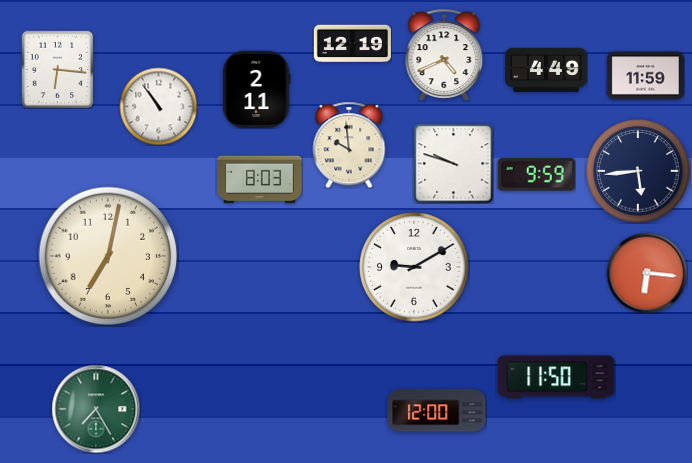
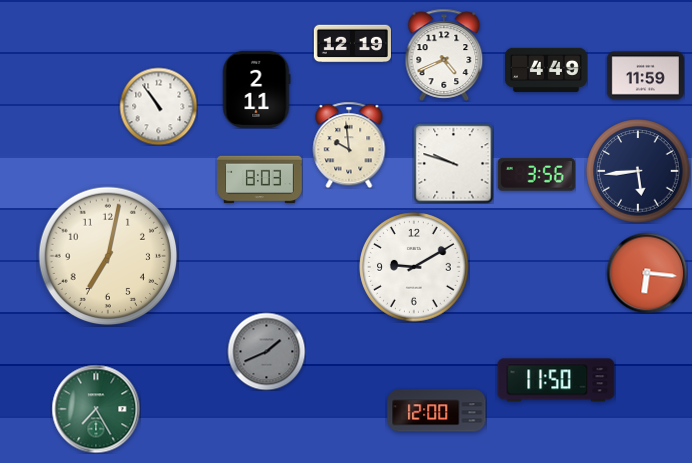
clock at (58, 69): 6:16 -> none
clock at (536, 175): 9:59 -> 3:56
clock at (266, 351): none -> 1:41
clock at (556, 377) position: (556, 377) -> (556, 380)
